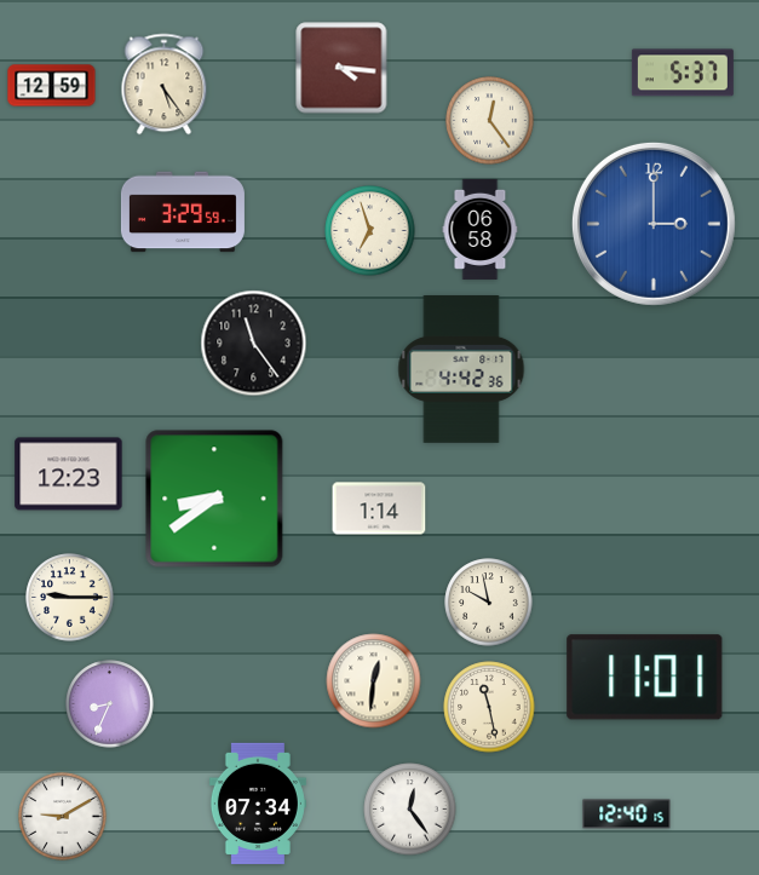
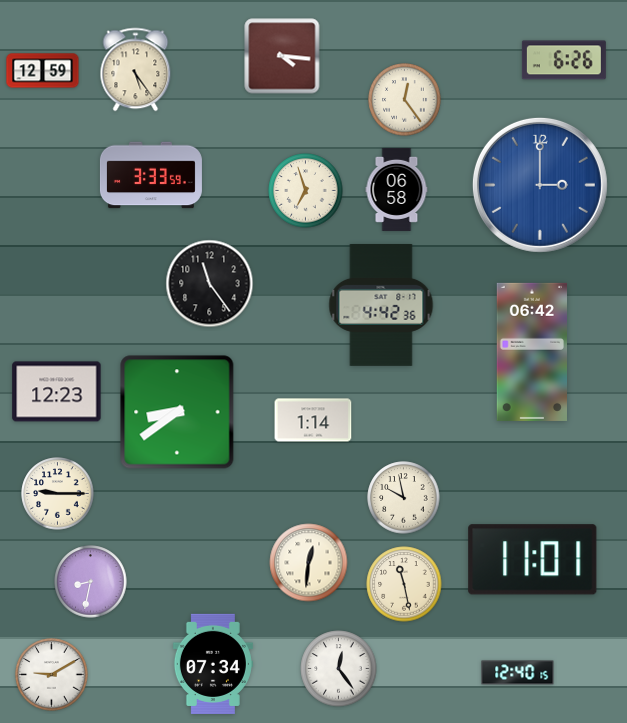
clock at (683, 73): 5:37 -> 6:26
clock at (183, 212): 3:29 -> 3:33
clock at (531, 352): none -> 06:42
clock at (110, 704): 8:34 -> 8:32
